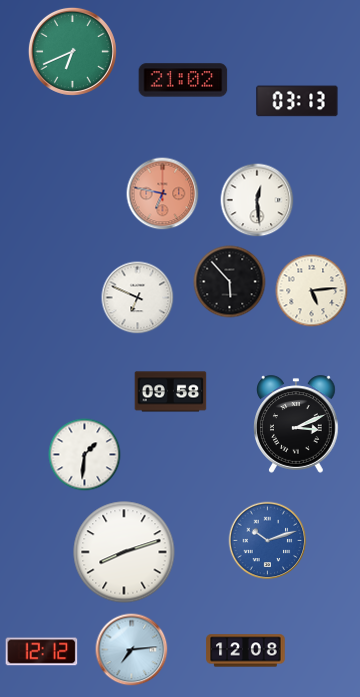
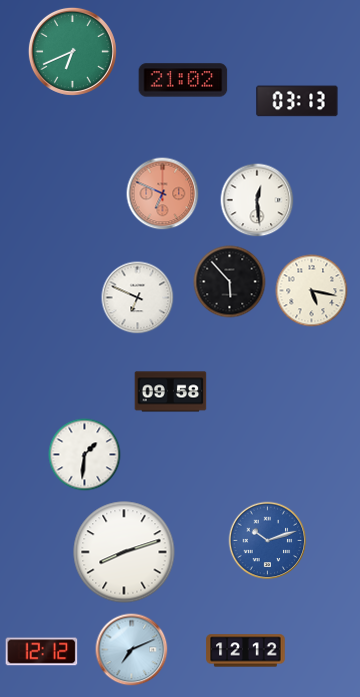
clock at (163, 194): 6:47 -> 6:49
clock at (312, 291): 5:14 -> 5:17
clock at (296, 424): 3:11 -> none
clock at (132, 650): 7:14 -> 7:11
clock at (246, 651): 12:08 -> 12:12
